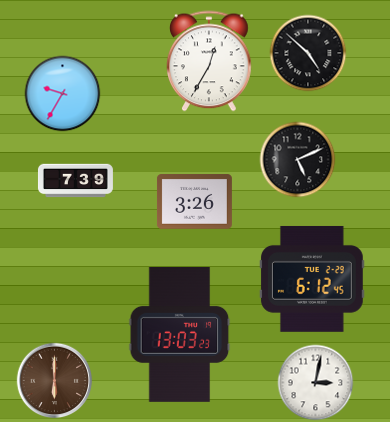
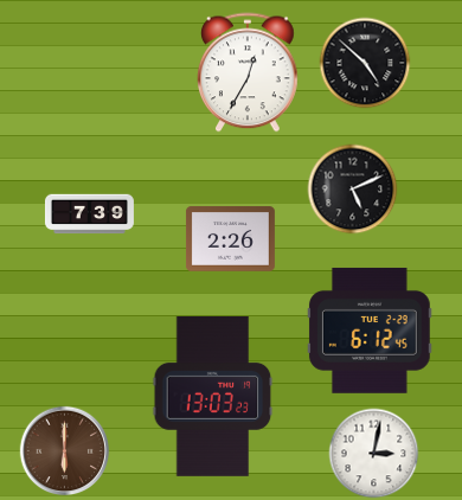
clock at (63, 94): 9:35 -> none
clock at (194, 202): 3:26 -> 2:26
